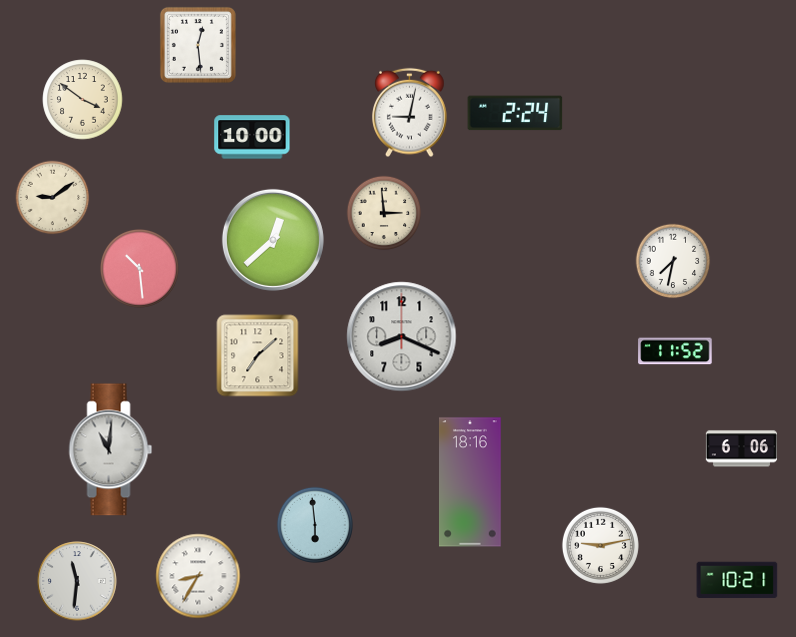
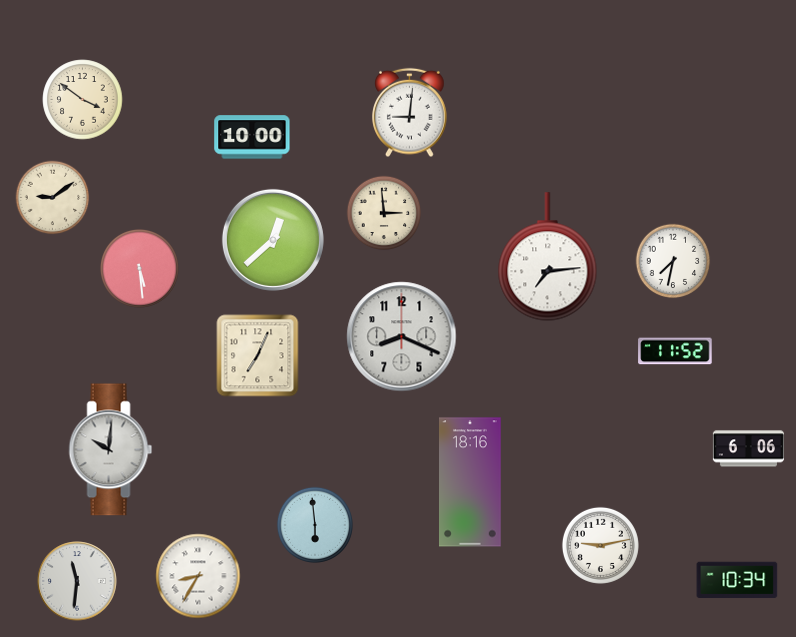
clock at (198, 45): 12:29 -> none
clock at (410, 113): 9:02 -> 9:01
clock at (515, 113): 2:24 -> none
clock at (548, 257): none -> 7:14
clock at (139, 268): 10:29 -> 5:29
clock at (258, 356): 7:08 -> 7:04
clock at (741, 449) position: (741, 449) -> (748, 449)
clock at (111, 450): 11:01 -> 10:01
clock at (737, 580): 10:21 -> 10:34
